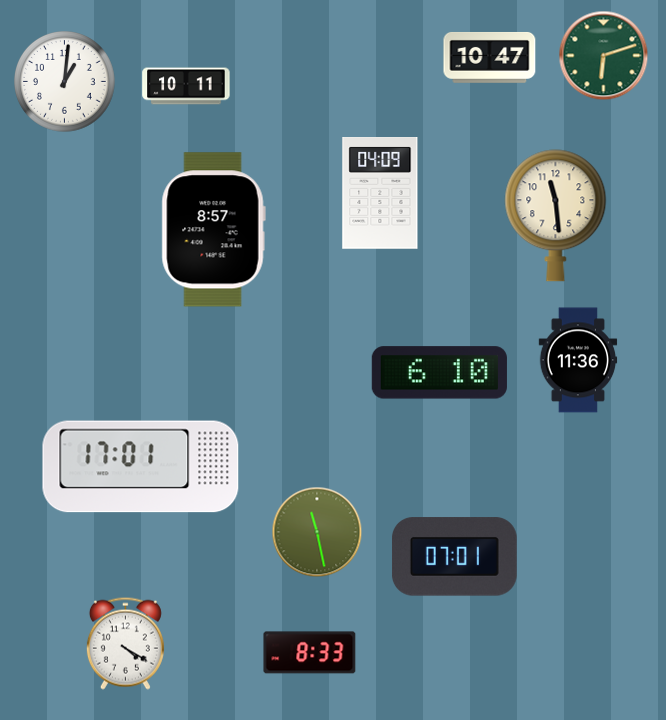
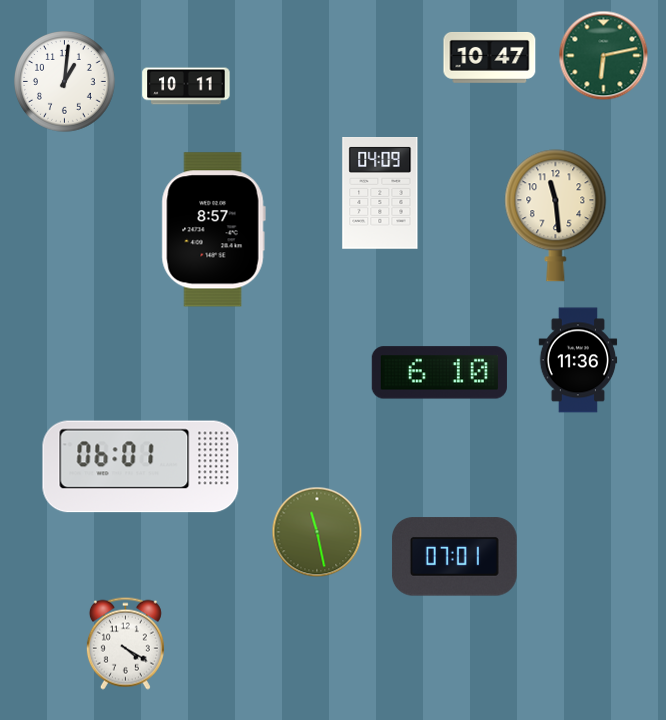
clock at (604, 56): 6:12 -> 6:13
clock at (141, 467): 17:01 -> 06:01
clock at (310, 653): 8:33 -> none
